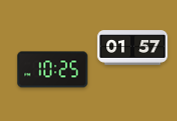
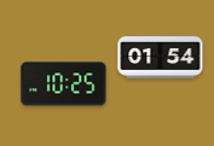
clock at (133, 48): 01:57 -> 01:54
